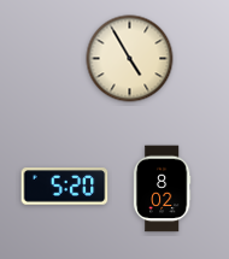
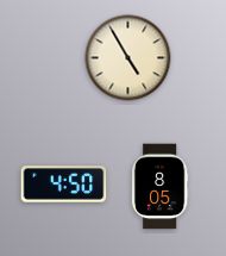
clock at (65, 187): 5:20 -> 4:50
clock at (162, 189): 8:02 -> 8:05
